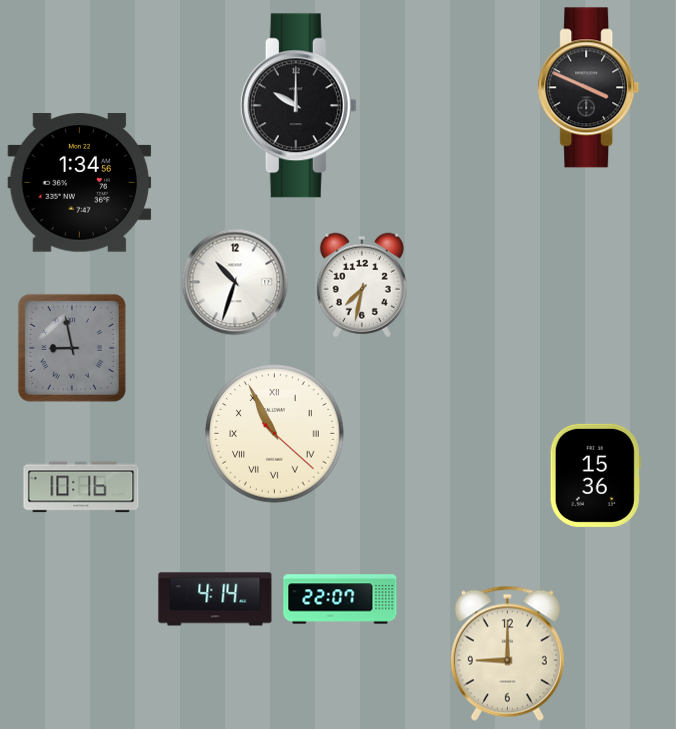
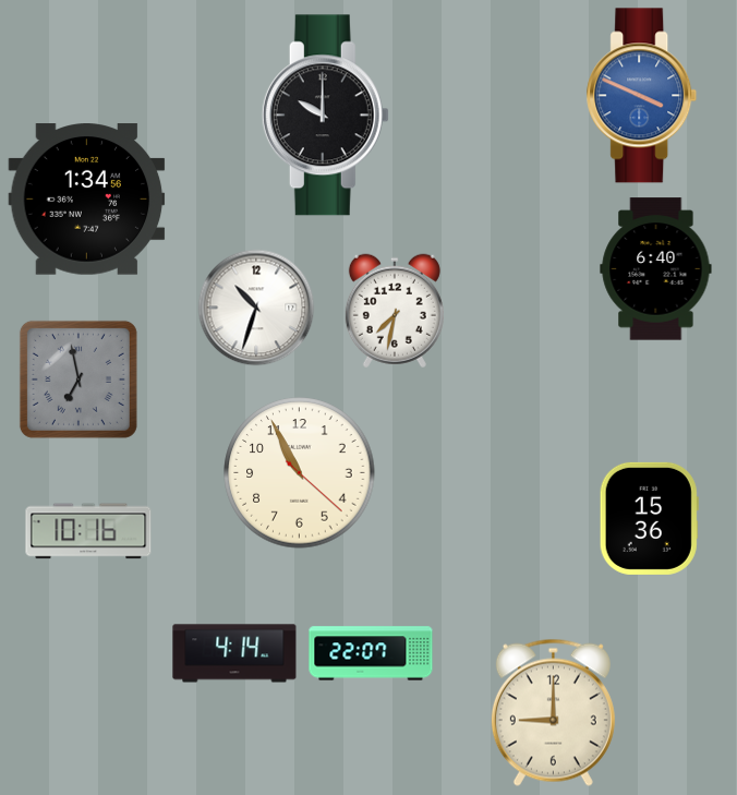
clock at (589, 88) dial: black -> blue
clock at (656, 269): none -> 6:40
clock at (72, 348): 8:58 -> 6:58
clock at (275, 434) numerals: Roman -> Arabic
